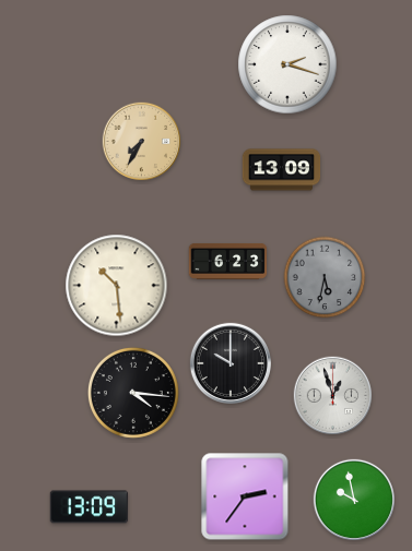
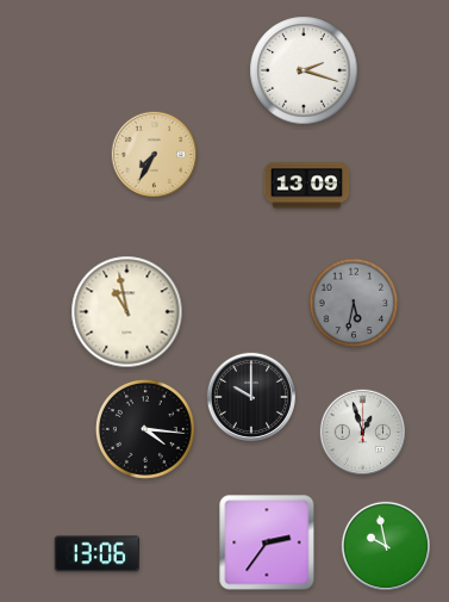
clock at (287, 64) position: (287, 64) -> (304, 70)
clock at (228, 261): 6:23 -> none
clock at (117, 286): 10:29 -> 10:58
clock at (89, 507): 13:09 -> 13:06
